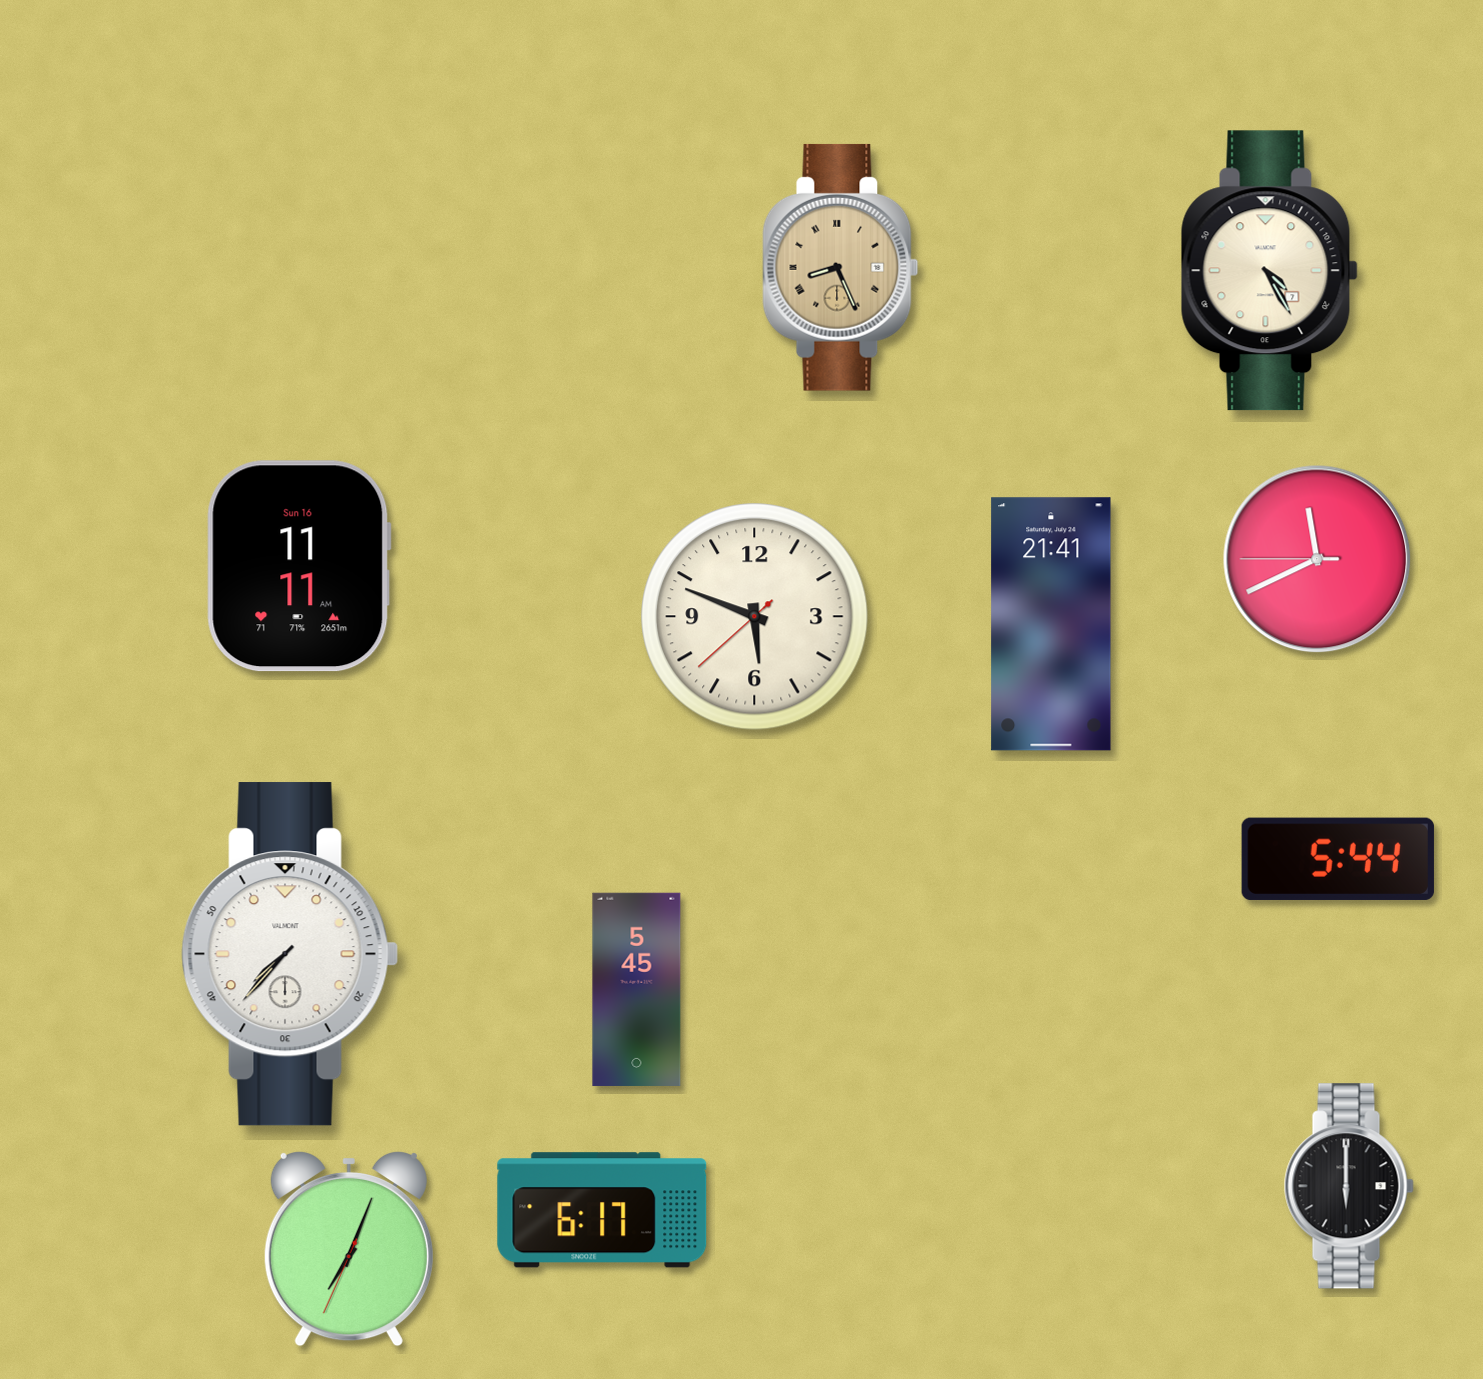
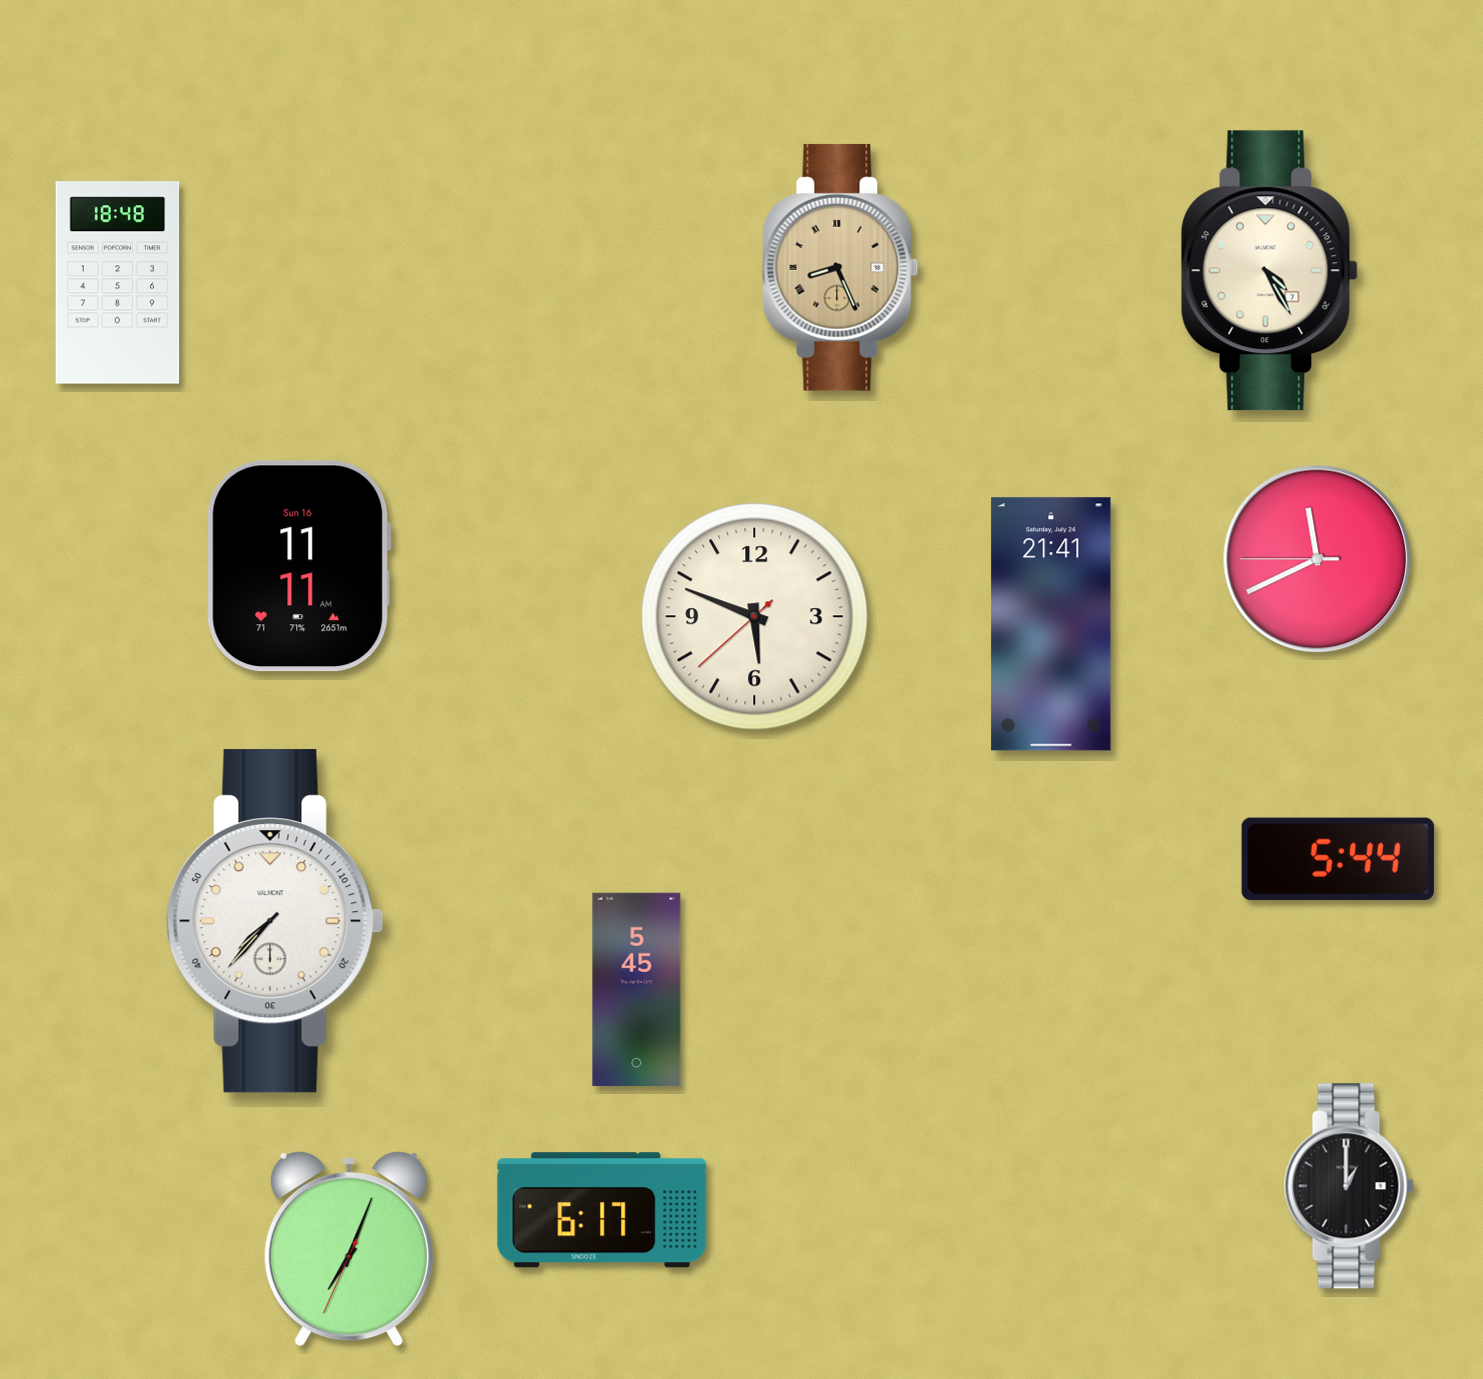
clock at (118, 283): none -> 18:48
clock at (290, 954) position: (290, 954) -> (275, 921)
clock at (1349, 1186): 6:00 -> 1:00
